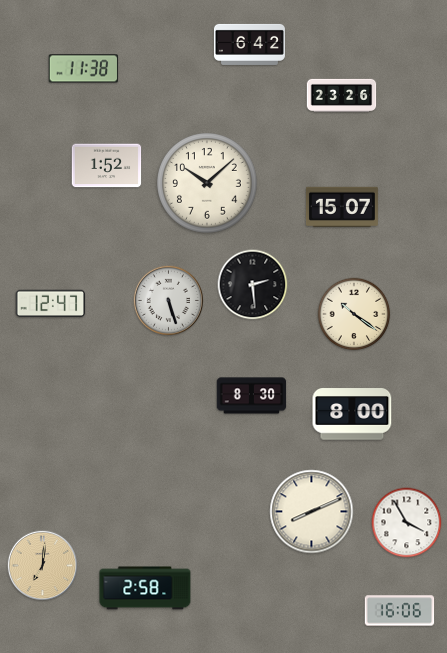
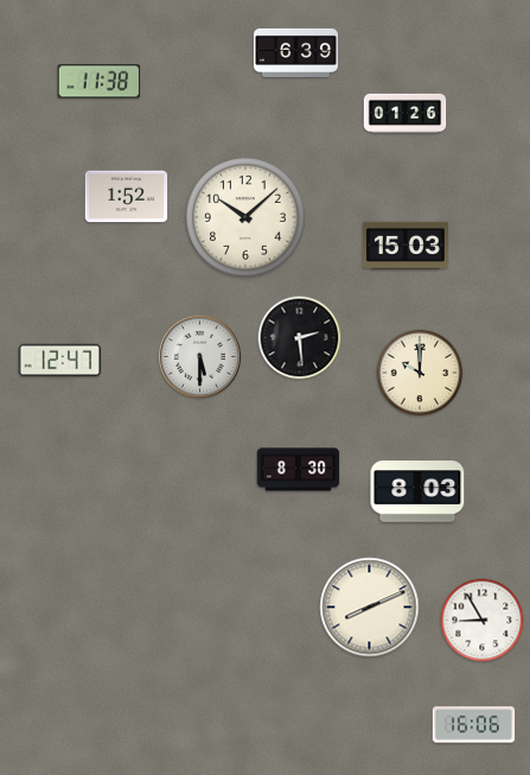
clock at (249, 44): 6:42 -> 6:39
clock at (342, 95): 23:26 -> 01:26
clock at (342, 206): 15:07 -> 15:03
clock at (168, 300): 5:27 -> 5:30
clock at (354, 314): 10:21 -> 10:00
clock at (352, 414): 8:00 -> 8:03
clock at (407, 523): 3:55 -> 8:55
clock at (42, 565): 7:01 -> none
clock at (145, 588): 2:58 -> none
